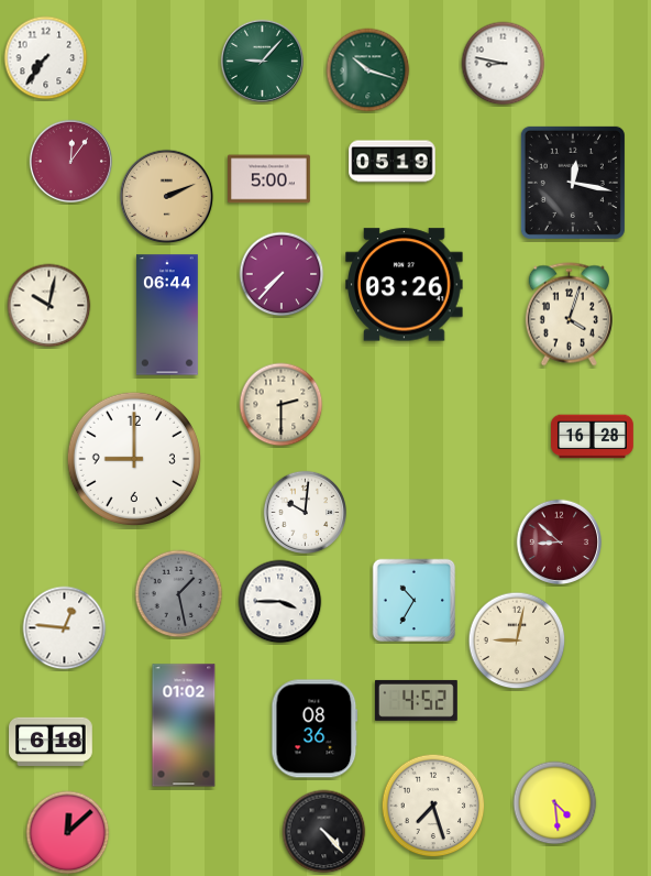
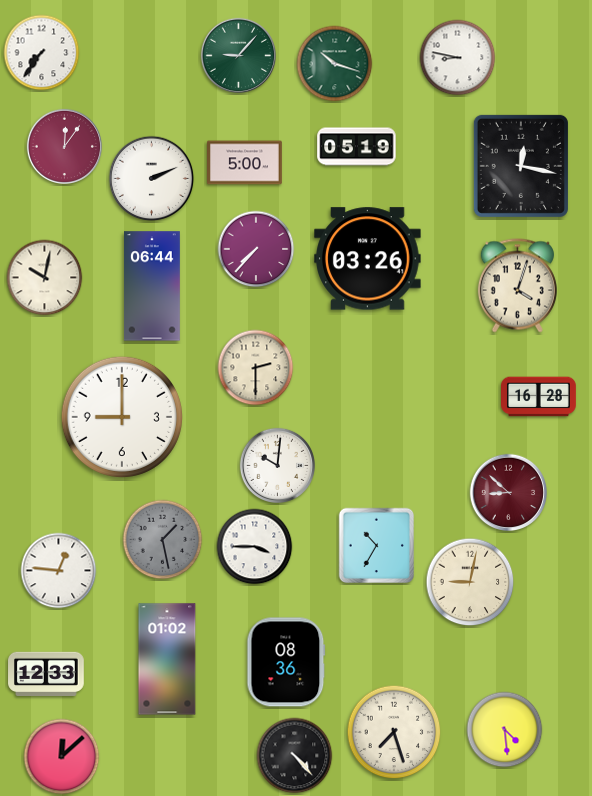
clock at (167, 197) dial: champagne -> white
clock at (416, 700): 4:52 -> none
clock at (51, 742): 6:18 -> 12:33
